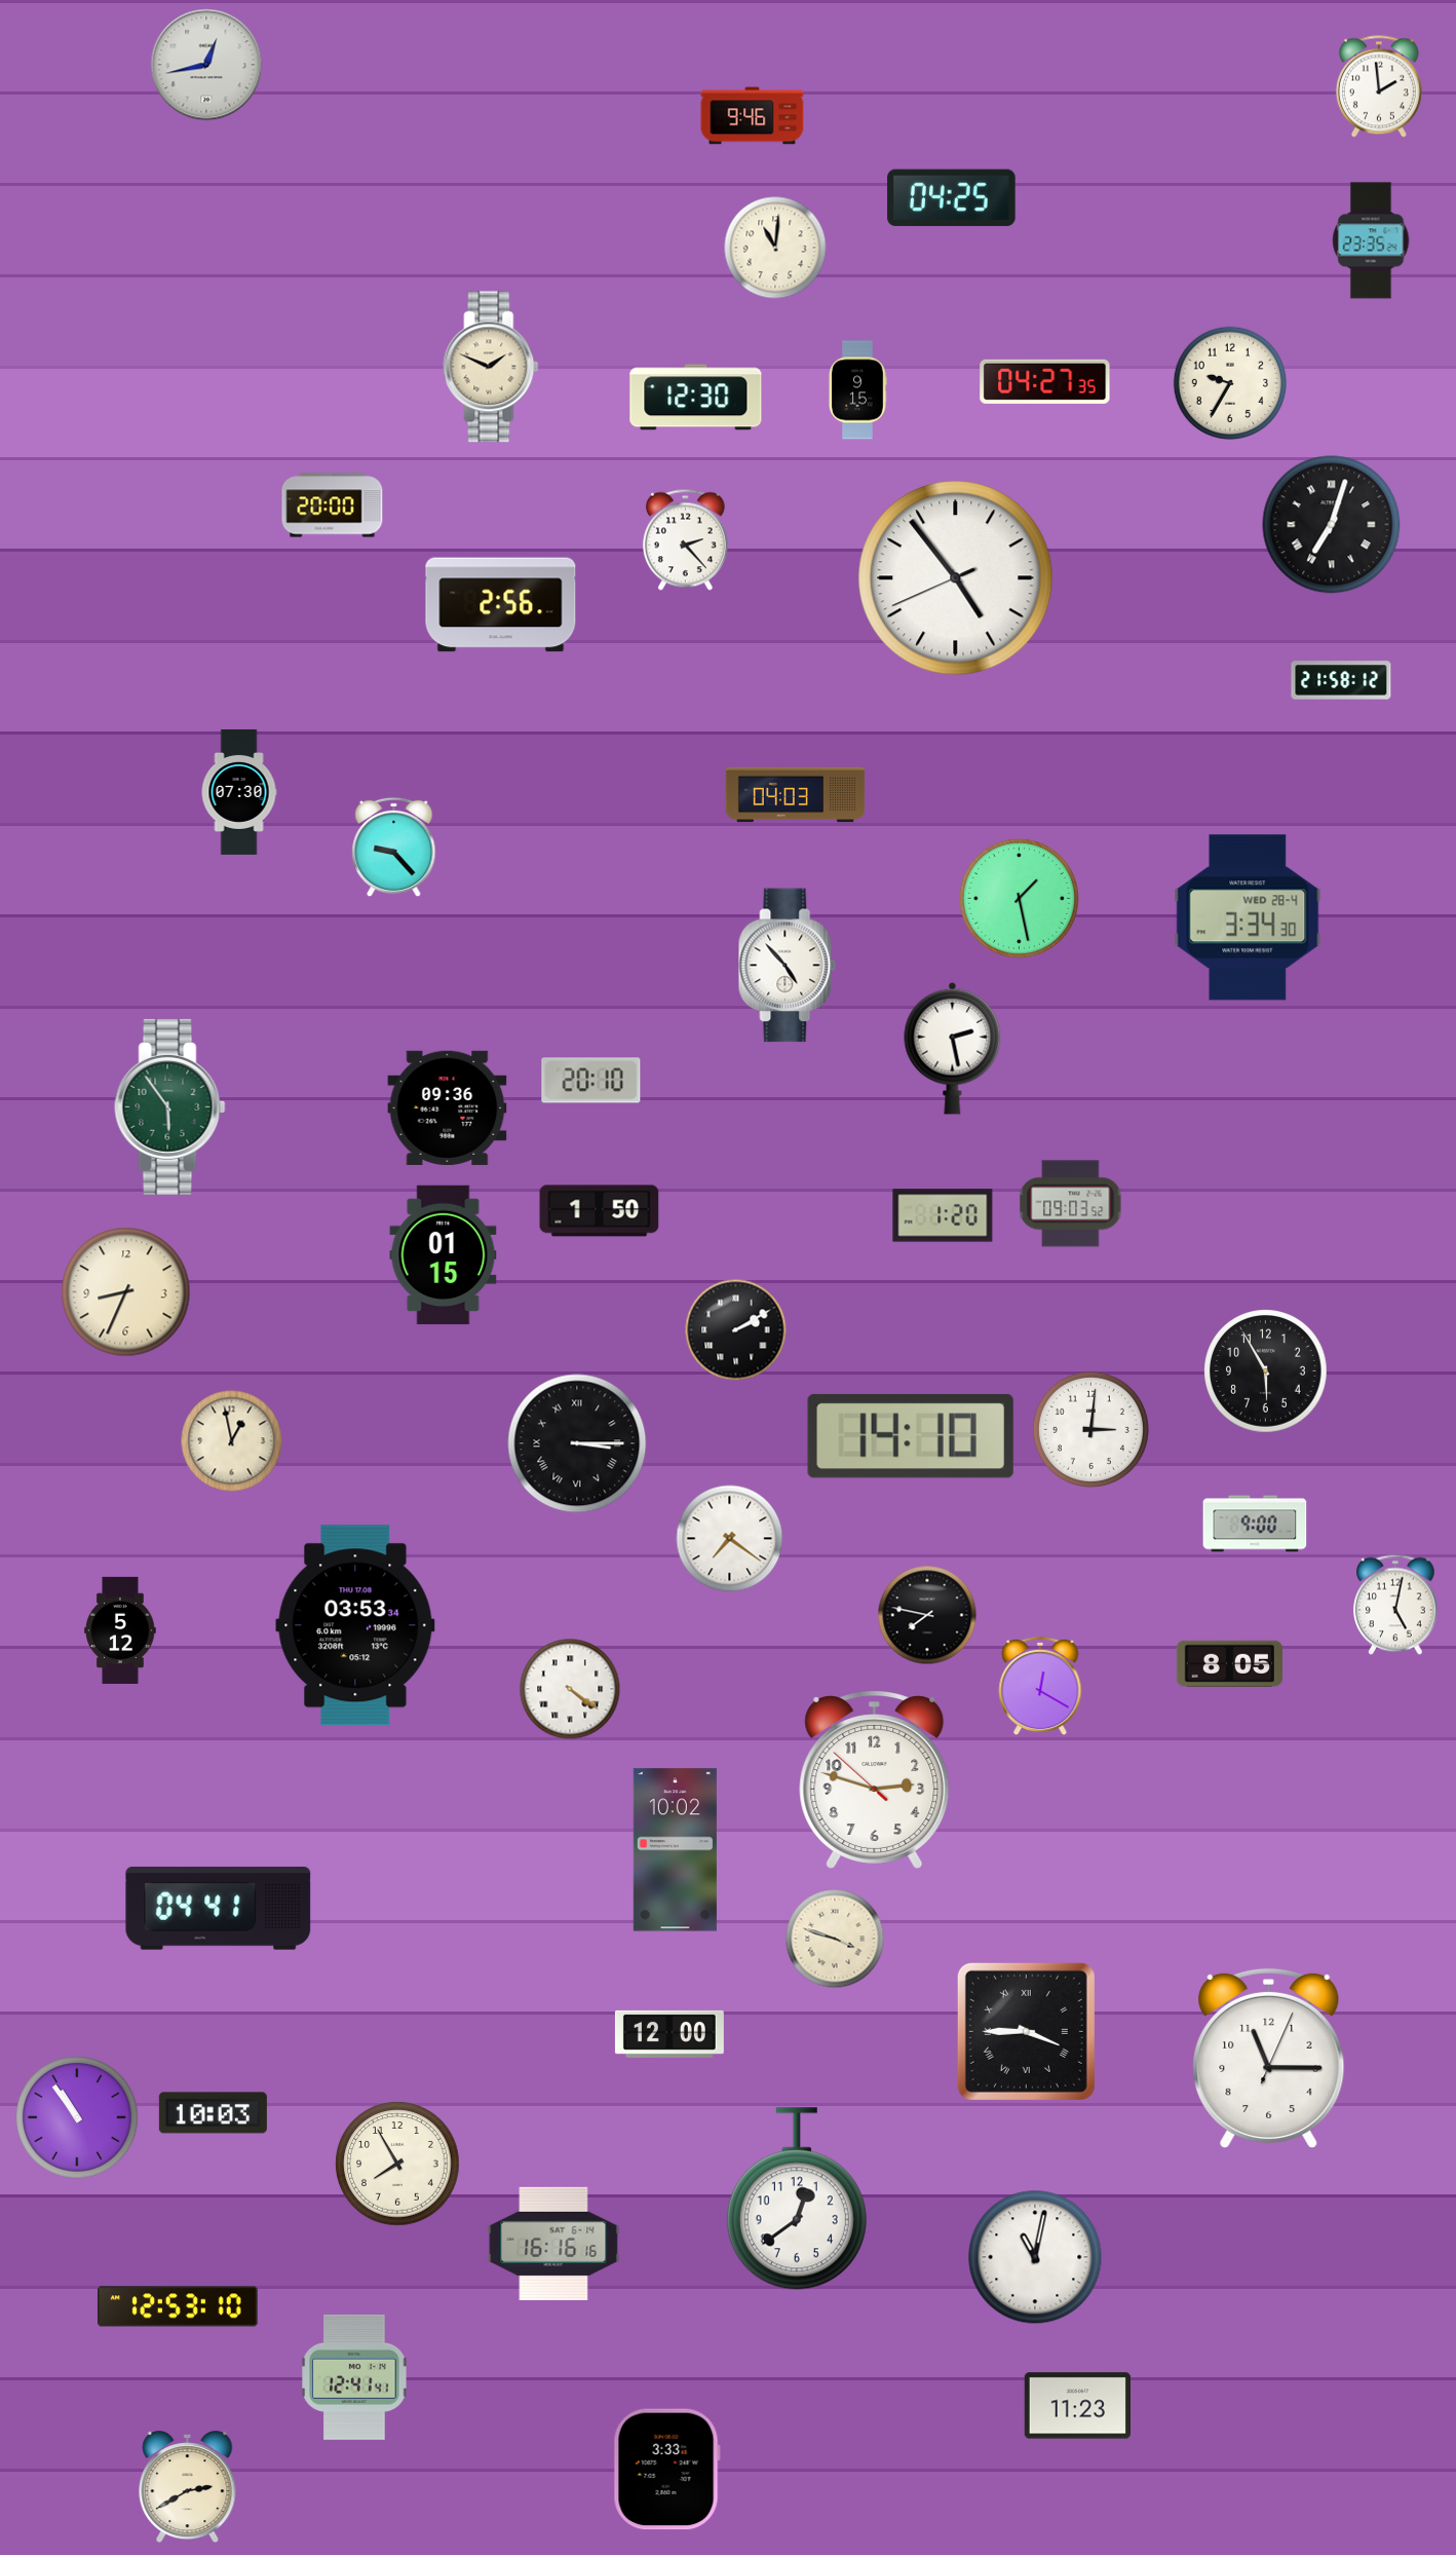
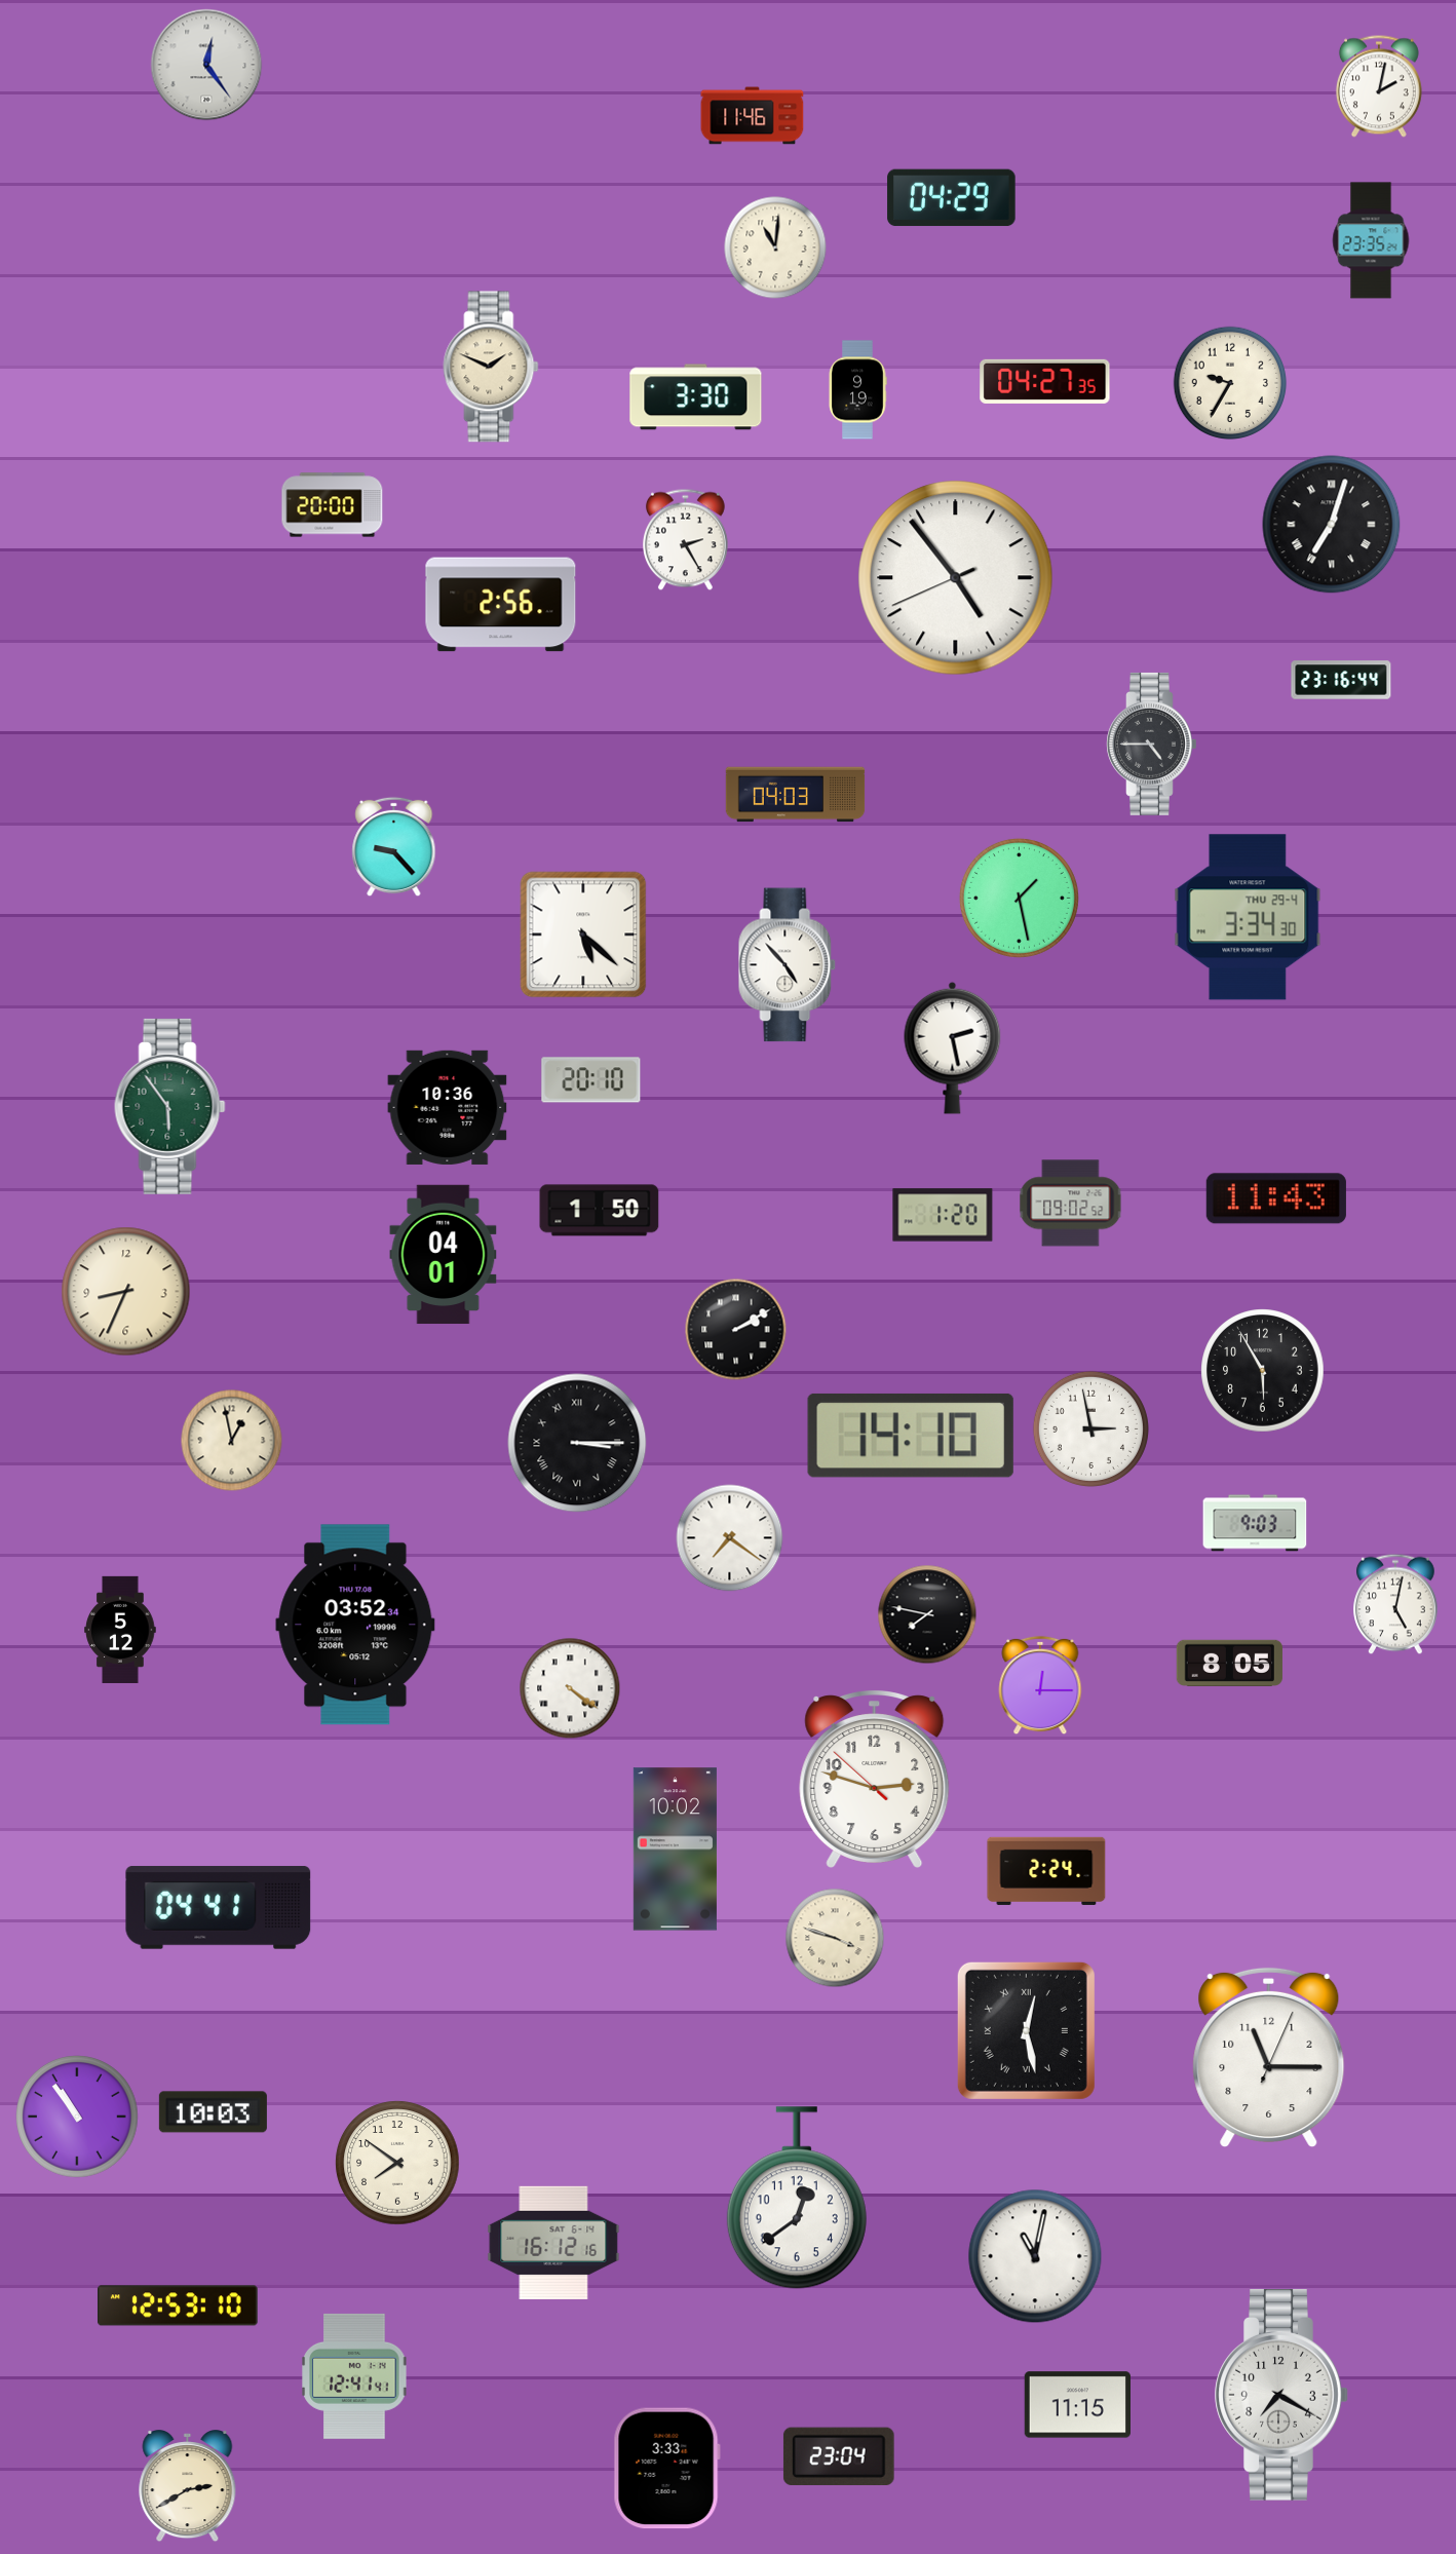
clock at (206, 65): 12:43 -> 12:24
clock at (1379, 86): 1:59 -> 2:02
clock at (753, 116): 9:46 -> 11:46
clock at (952, 198): 04:25 -> 04:29
clock at (857, 390): 9:15 -> 9:19
clock at (696, 398): 12:30 -> 3:30
clock at (686, 540): 2:23 -> 2:25
clock at (1341, 680): 21:58 -> 23:16
clock at (1152, 744): none -> 4:45
clock at (239, 792): 07:30 -> none
clock at (1248, 917) date: WED 28-4 -> THU 29-4
clock at (583, 935): none -> 5:22
clock at (448, 1107): 09:36 -> 10:36
clock at (1276, 1198): none -> 11:43
clock at (1071, 1204): 09:03 -> 09:02
clock at (444, 1255): 01:15 -> 04:01
clock at (1266, 1372) position: (1266, 1372) -> (1263, 1371)
clock at (1090, 1429): 3:01 -> 2:58
clock at (1255, 1524): 9:00 -> 9:03
clock at (355, 1625): 03:53 -> 03:52
clock at (1040, 1686): 12:20 -> 12:15
clock at (1046, 1871): none -> 2:24
clock at (1026, 2031): 3:45 -> 12:28
clock at (669, 2034): 12:00 -> none
clock at (397, 2164): 7:55 -> 7:51
clock at (553, 2244): 16:16 -> 16:12
clock at (1281, 2396): none -> 7:20
clock at (1077, 2406): 11:23 -> 11:15
clock at (839, 2456): none -> 23:04
